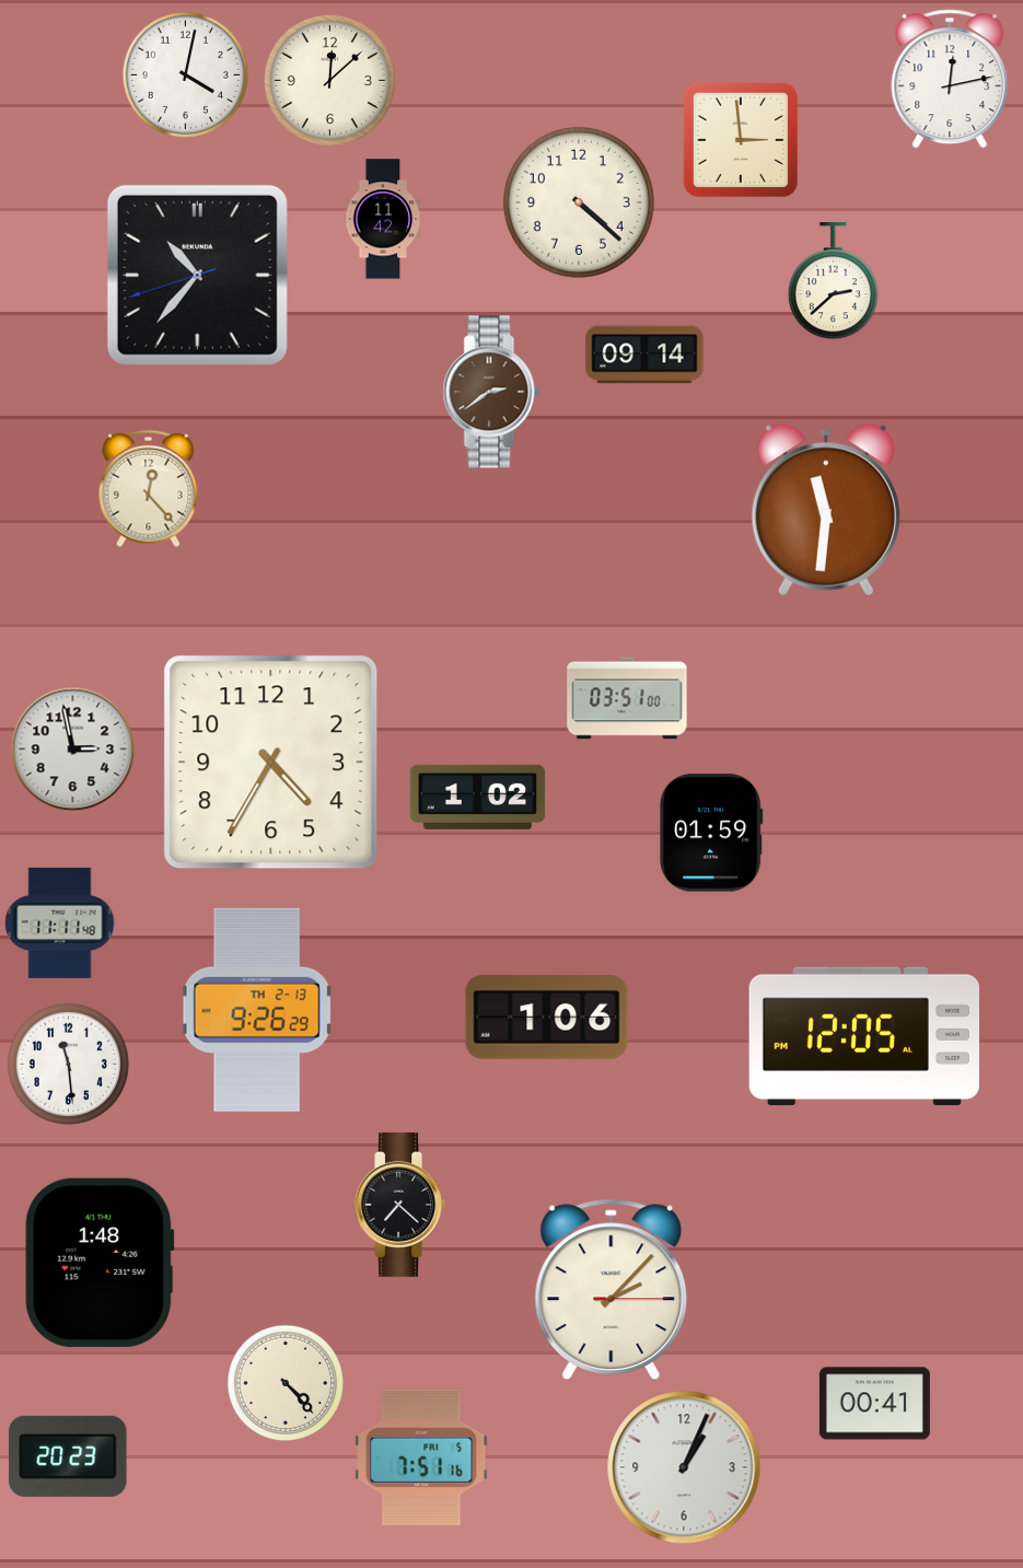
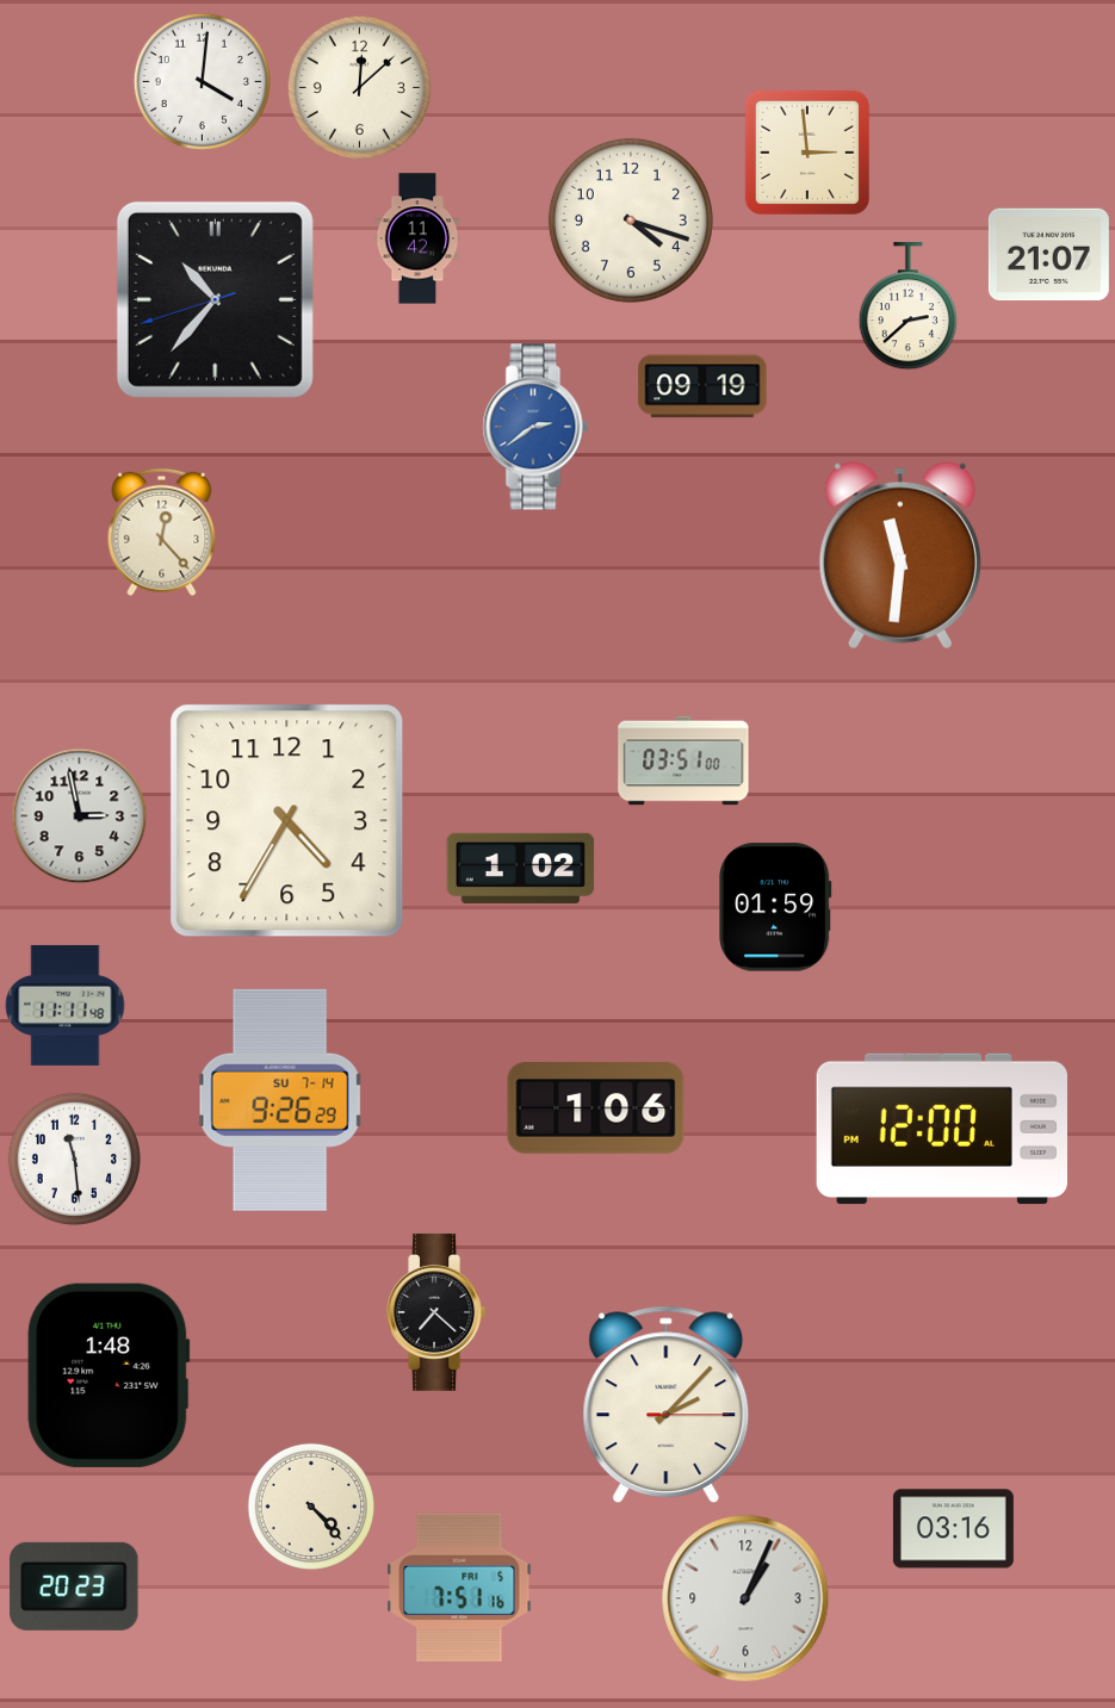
clock at (185, 74): 4:02 -> 4:01
clock at (950, 79): 12:13 -> none
clock at (579, 202): 4:22 -> 4:18
clock at (1048, 255): none -> 21:07
clock at (644, 355): 09:14 -> 09:19
clock at (491, 392) dial: brown -> blue
clock at (271, 763) position: (271, 763) -> (287, 821)
clock at (257, 1010) date: TH 2-13 -> SU 7-14
clock at (863, 1036): 12:05 -> 12:00
clock at (874, 1404): 00:41 -> 03:16
